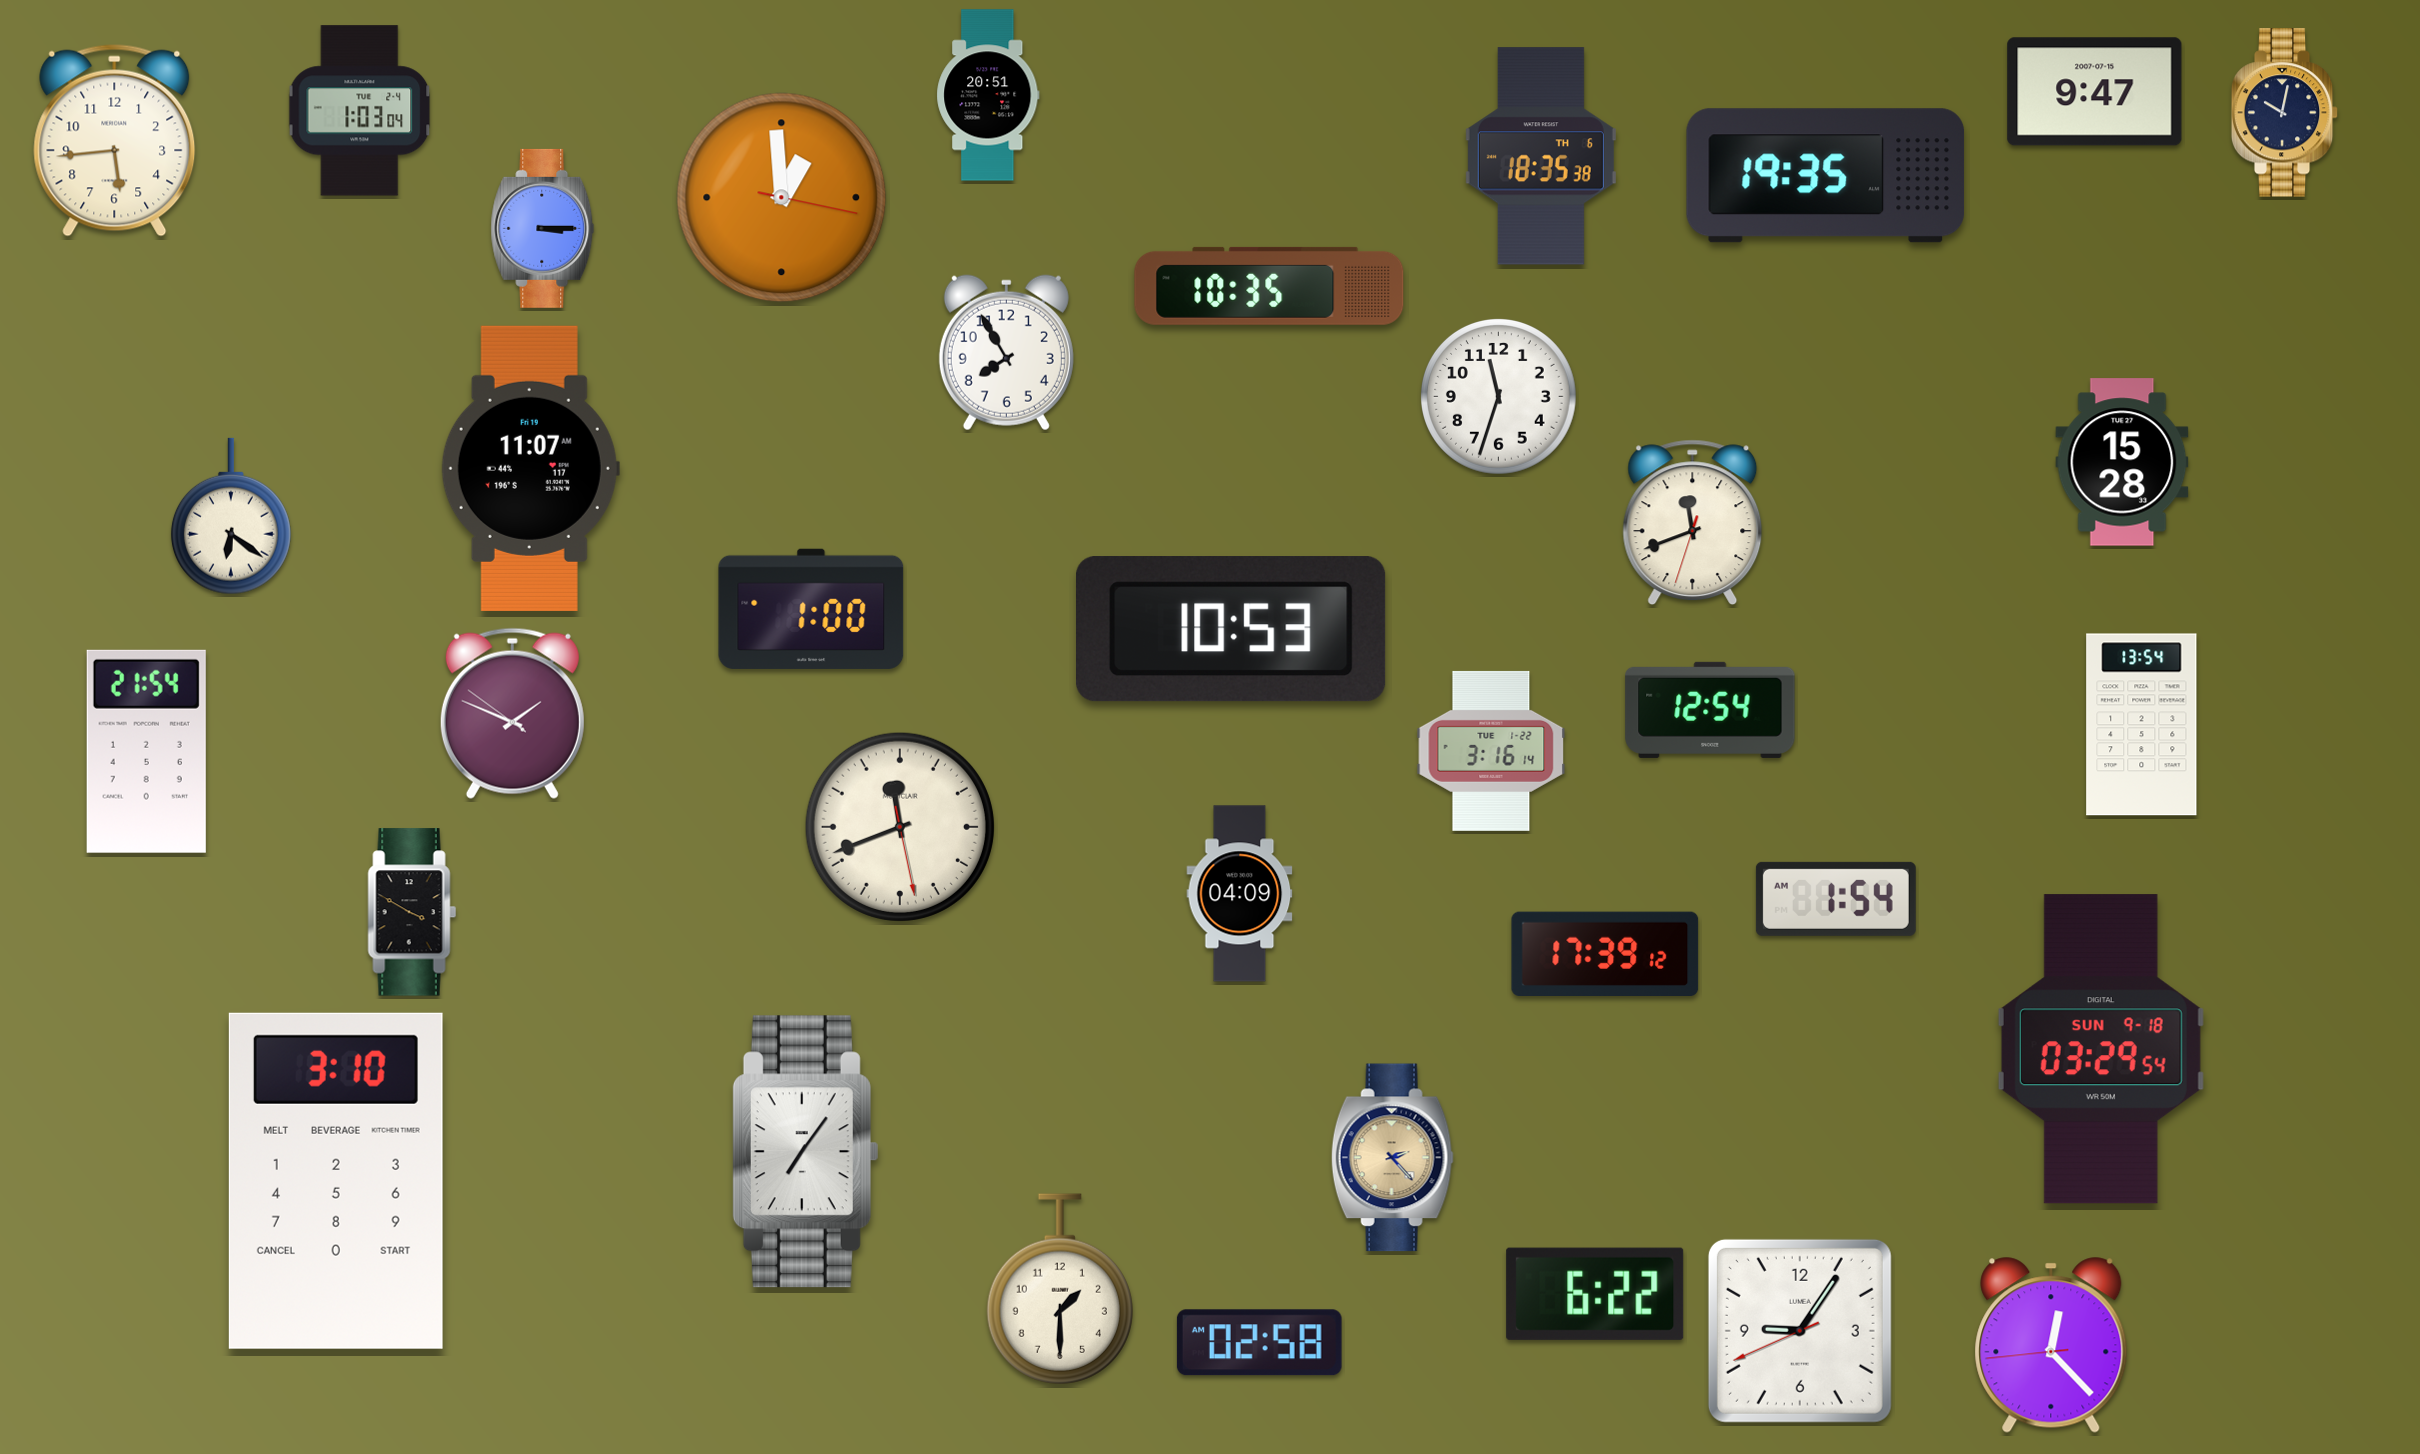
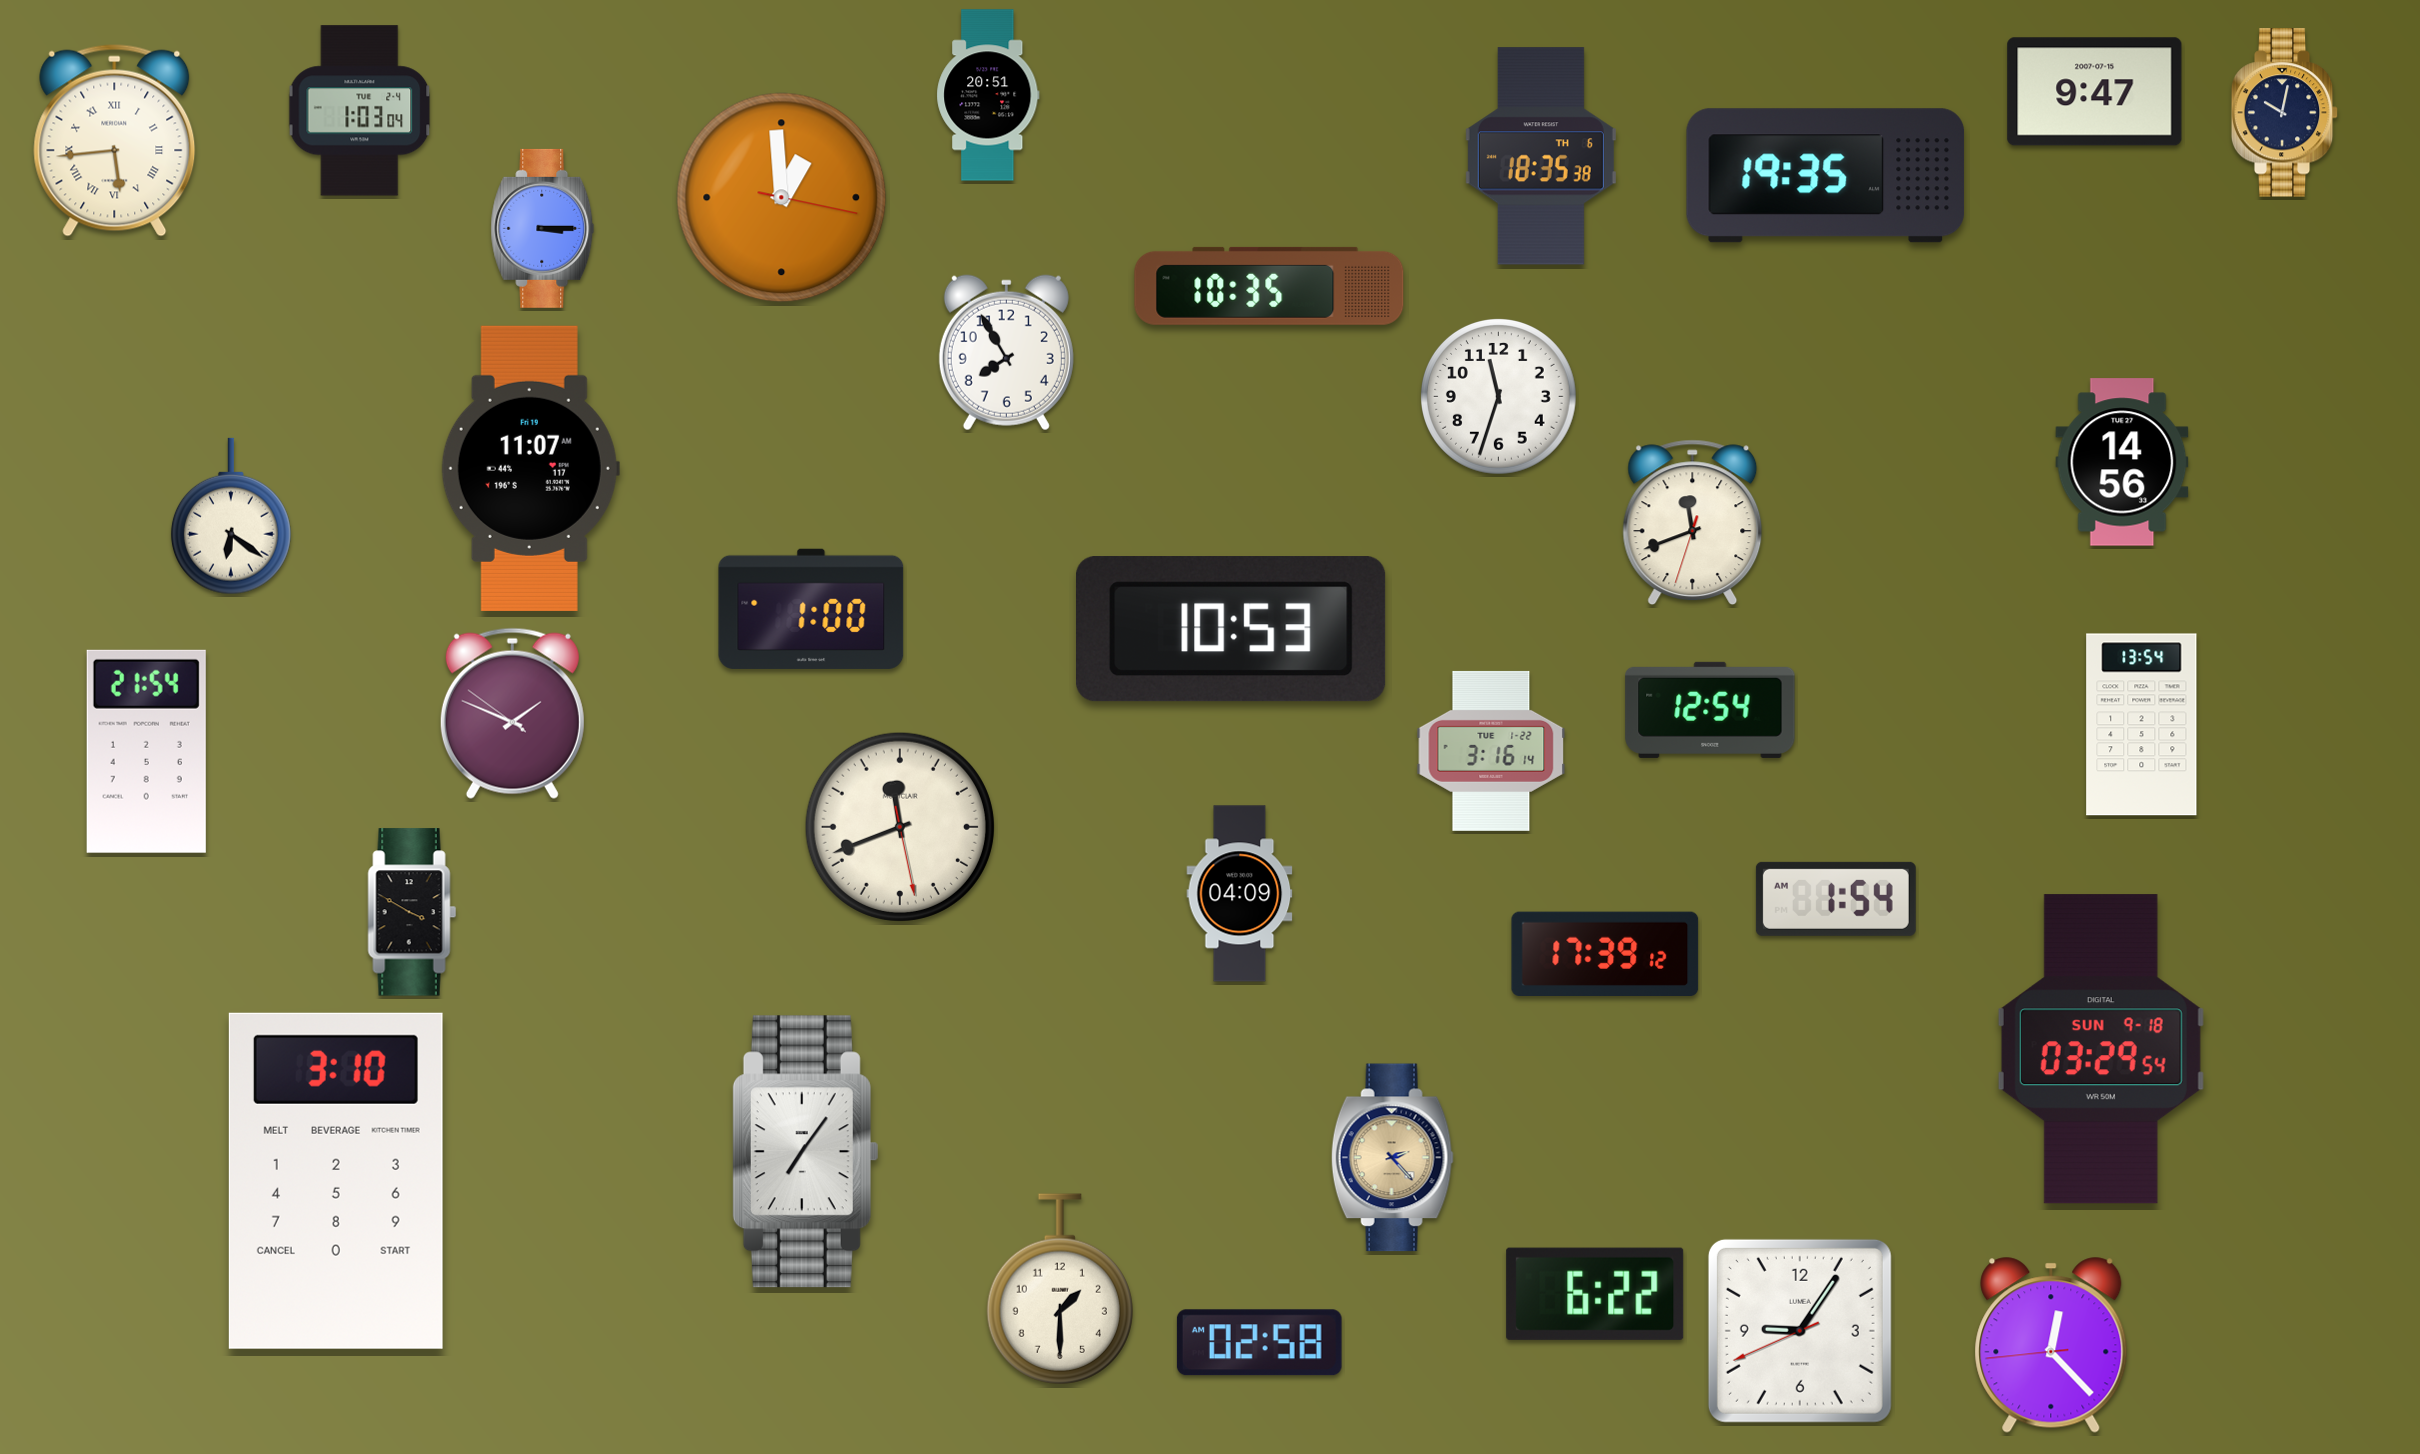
clock at (115, 140) numerals: Arabic -> Roman
clock at (2122, 462): 15:28 -> 14:56
